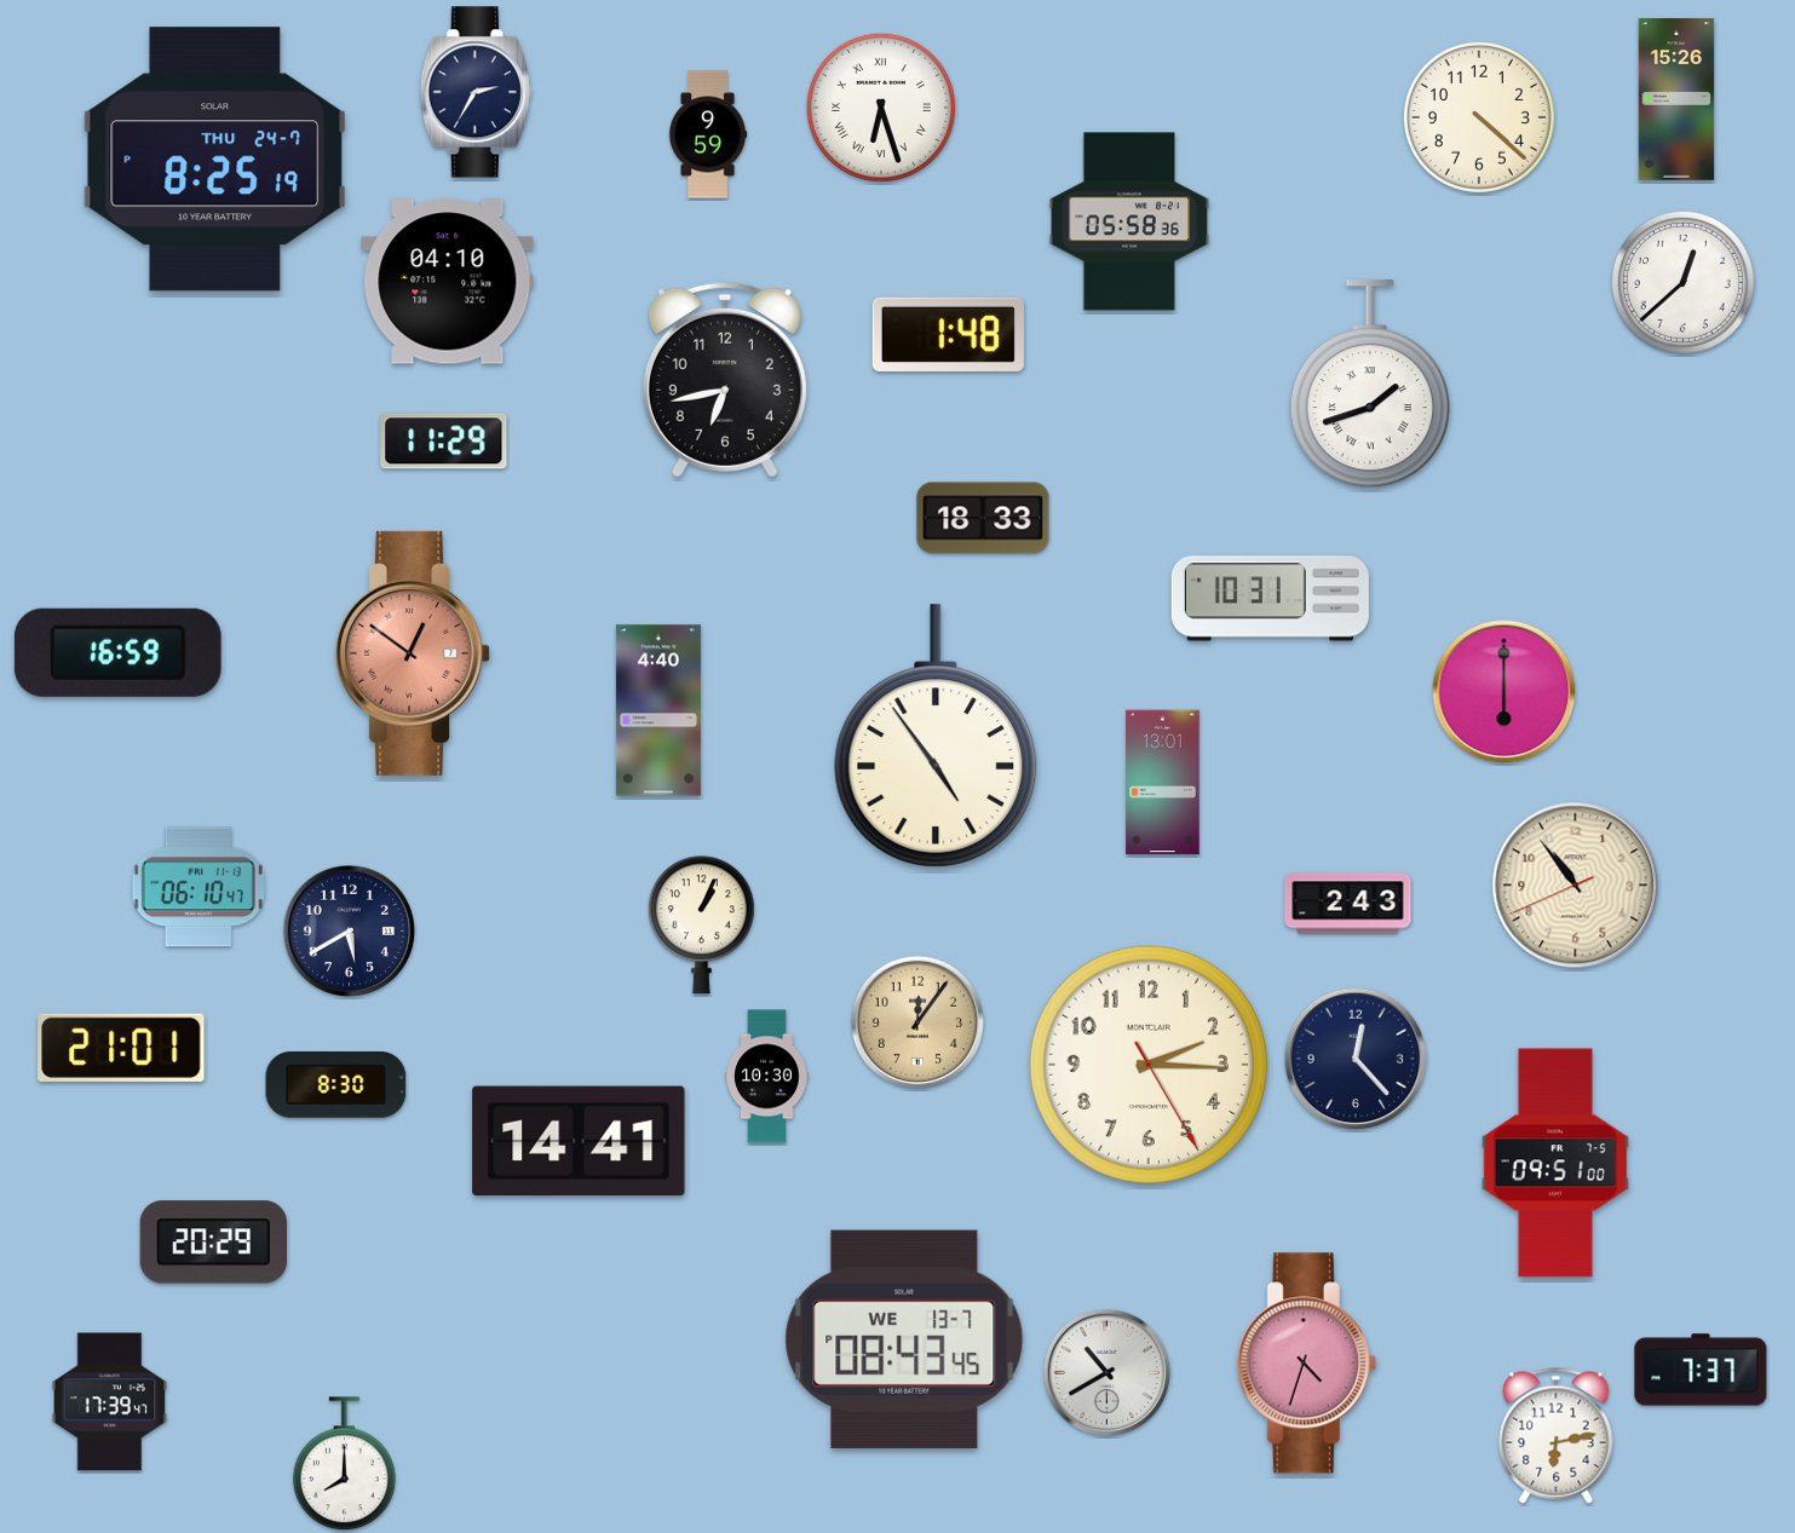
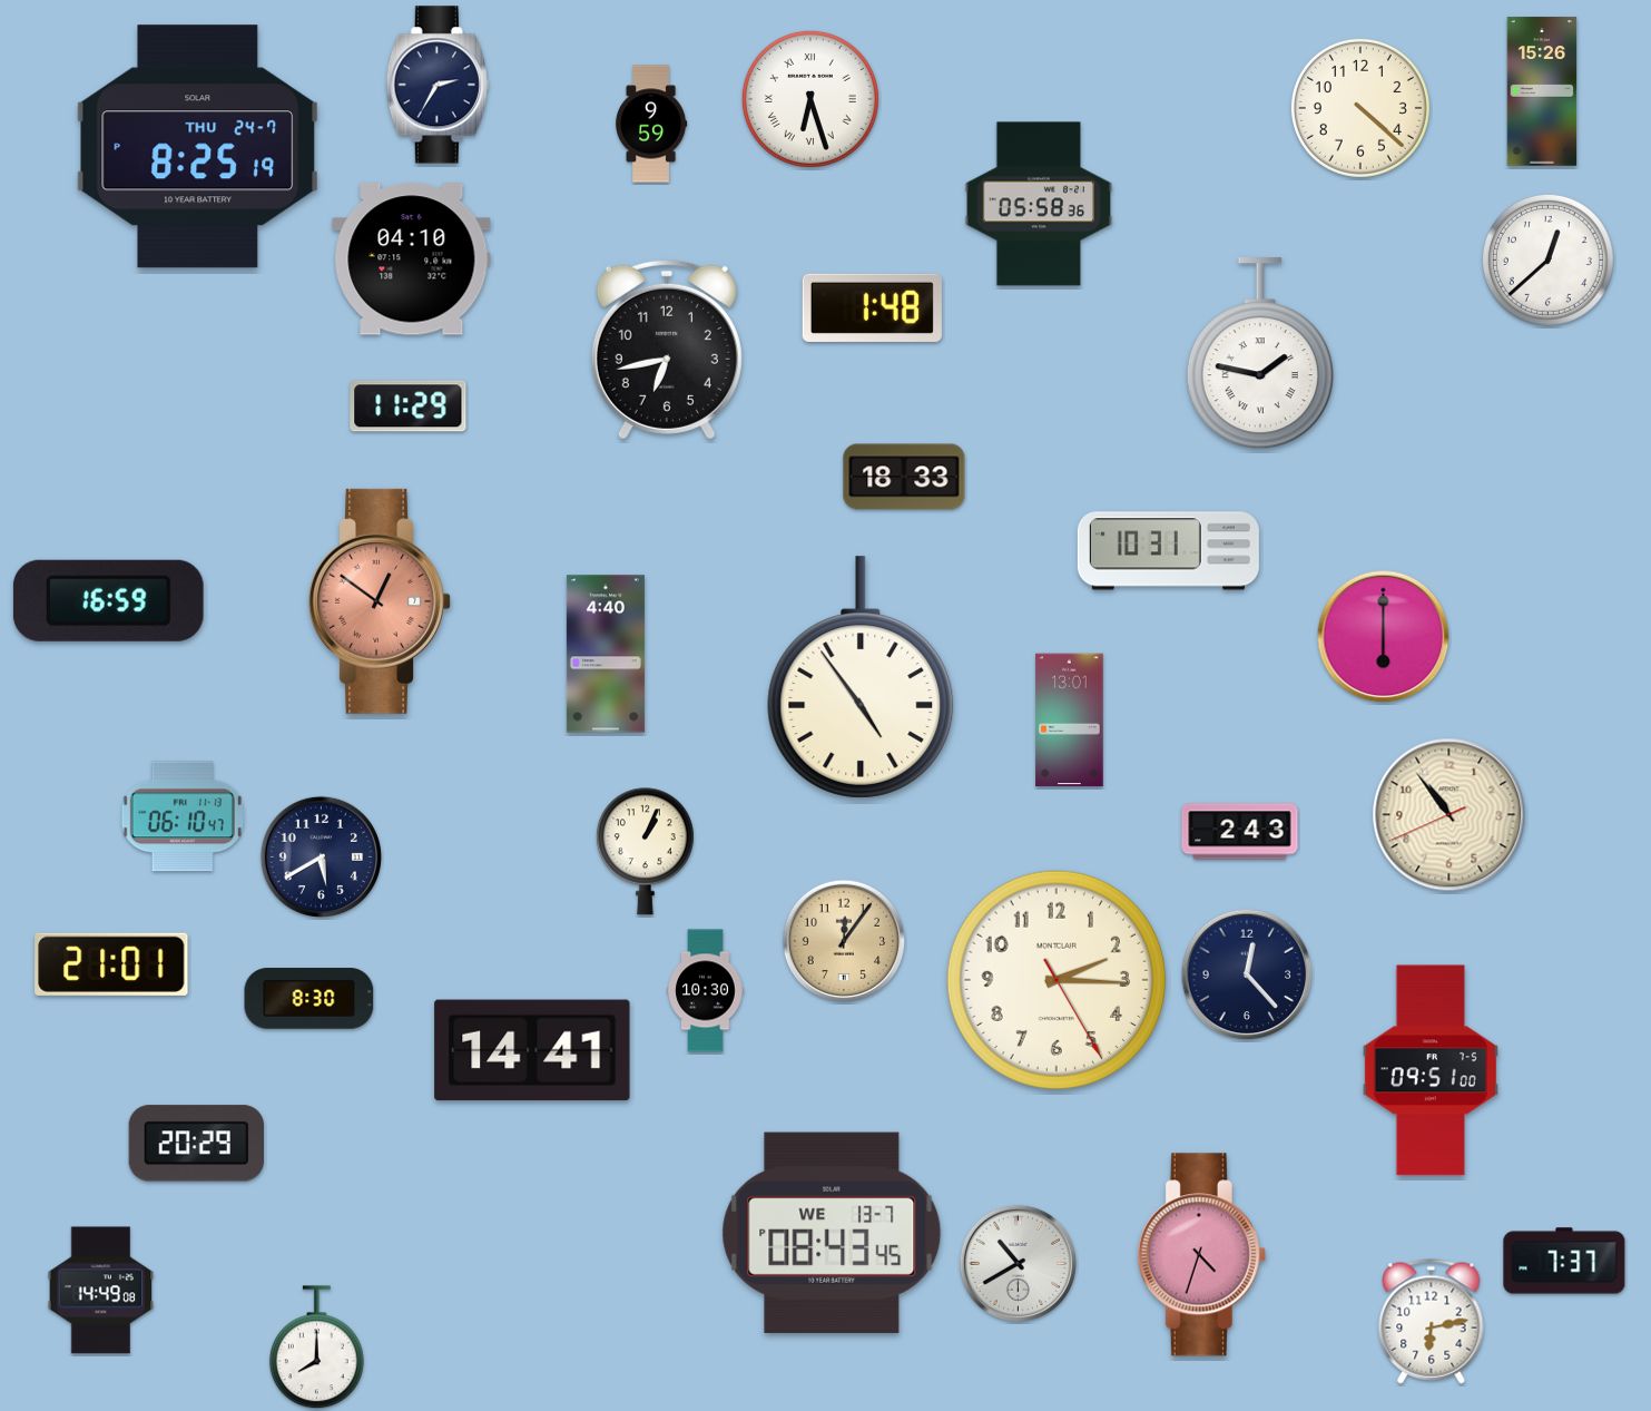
clock at (1370, 385): 1:42 -> 1:47
clock at (110, 1402): 17:39 -> 14:49
